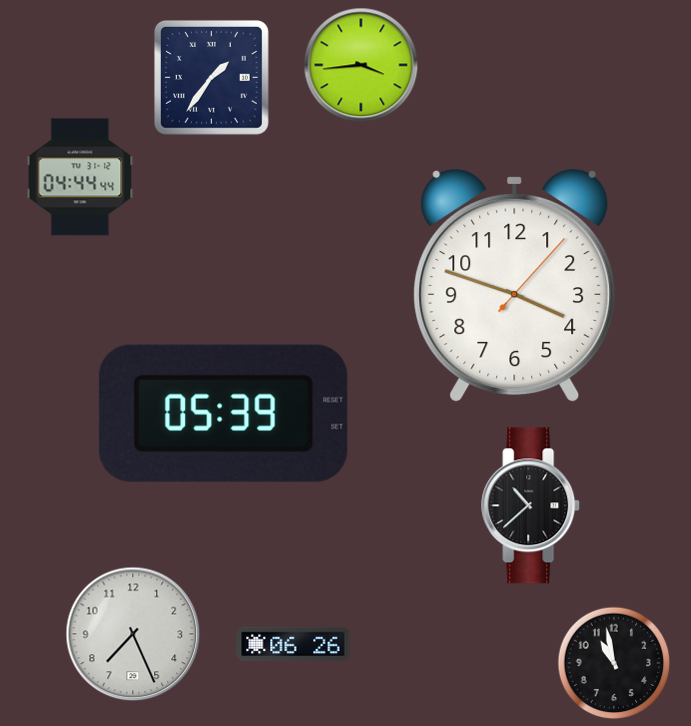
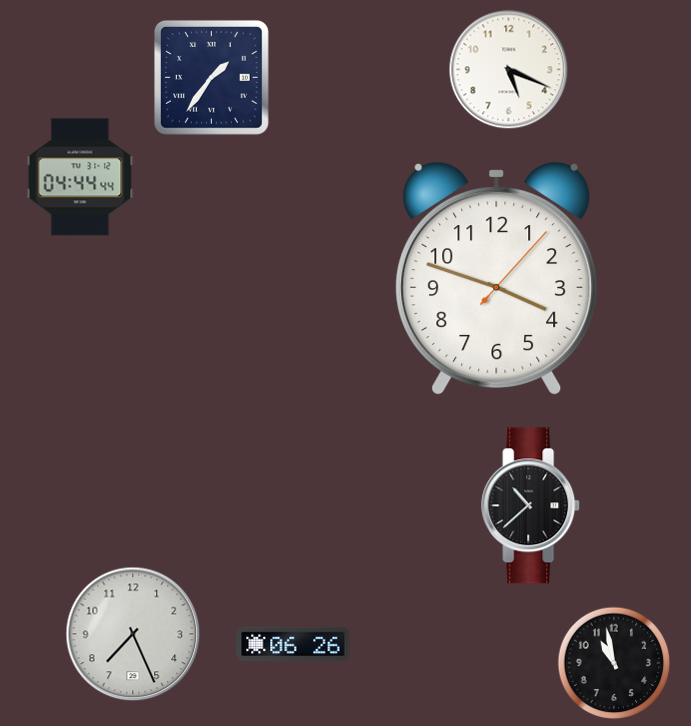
clock at (361, 65): 3:44 -> none
clock at (509, 70): none -> 5:19
clock at (515, 286) position: (515, 286) -> (497, 279)
clock at (223, 413): 05:39 -> none
